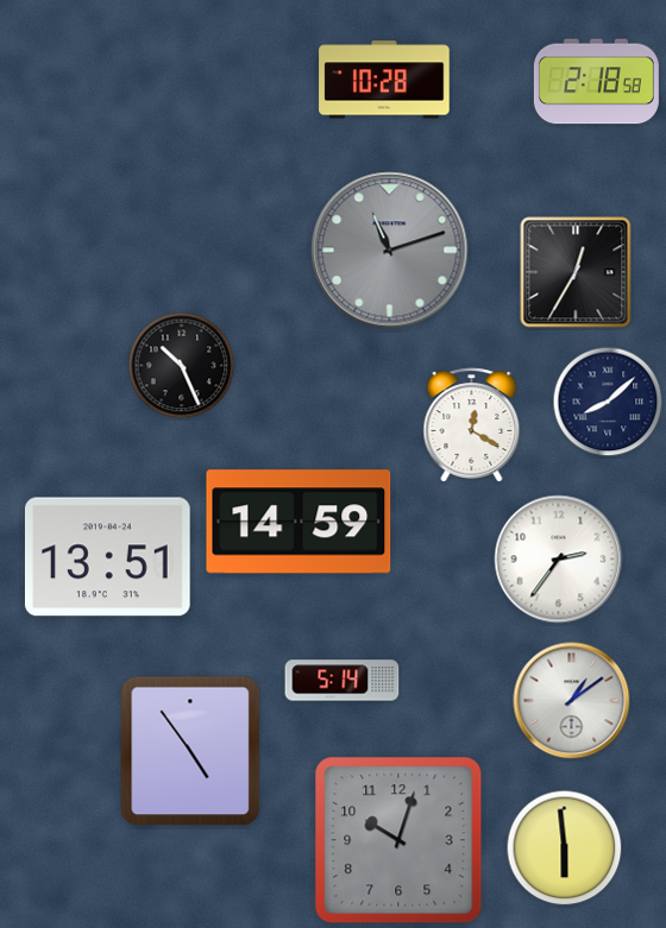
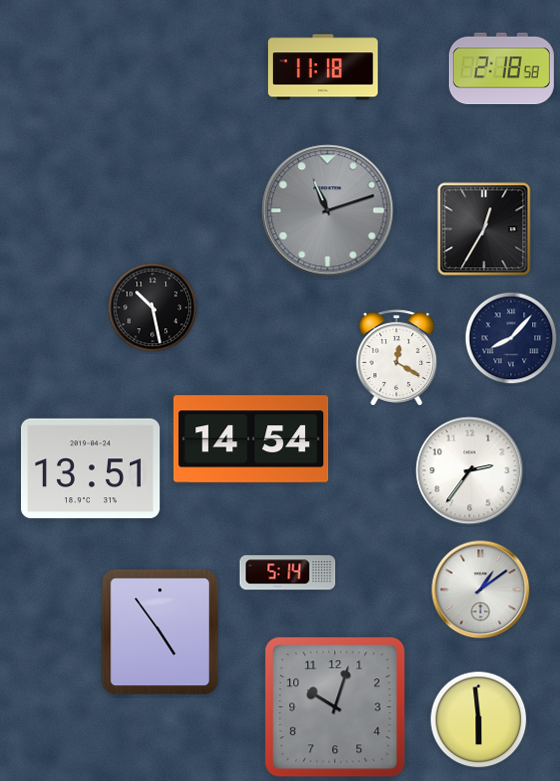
clock at (384, 80): 10:28 -> 11:18
clock at (182, 366): 10:26 -> 10:28
clock at (608, 402): 8:08 -> 8:07
clock at (299, 522): 14:59 -> 14:54
clock at (565, 848) position: (565, 848) -> (479, 720)
